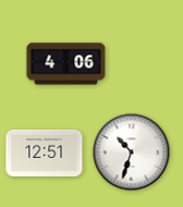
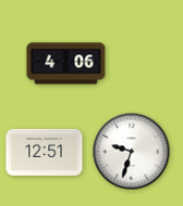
clock at (132, 153): 10:33 -> 9:33
